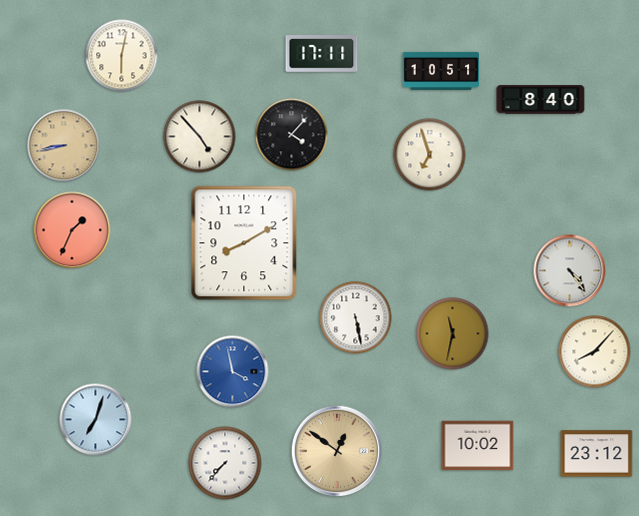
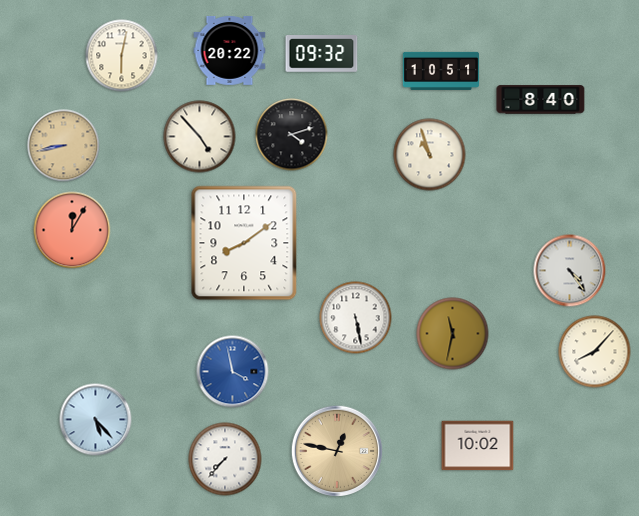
clock at (230, 51): none -> 20:22
clock at (322, 54): 17:11 -> 09:32
clock at (292, 135): 4:07 -> 4:12
clock at (430, 155): 6:57 -> 10:57
clock at (72, 230): 1:34 -> 12:05
clock at (244, 243): 8:10 -> 8:09
clock at (96, 420): 7:03 -> 5:23
clock at (336, 450): 12:51 -> 12:47
clock at (597, 454): 23:12 -> none
clock at (225, 463) position: (225, 463) -> (225, 459)
